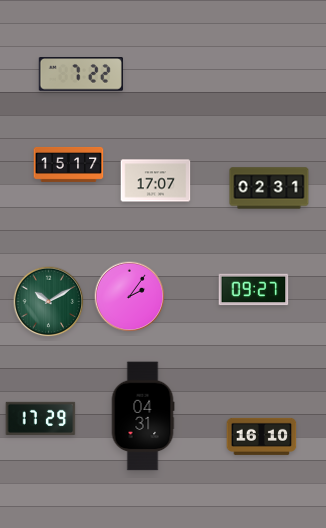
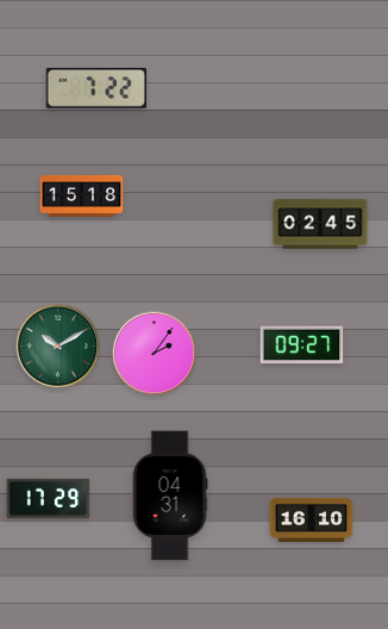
clock at (69, 164): 15:17 -> 15:18
clock at (156, 181): 17:07 -> none
clock at (269, 188): 02:31 -> 02:45
clock at (49, 302) position: (49, 302) -> (58, 347)
